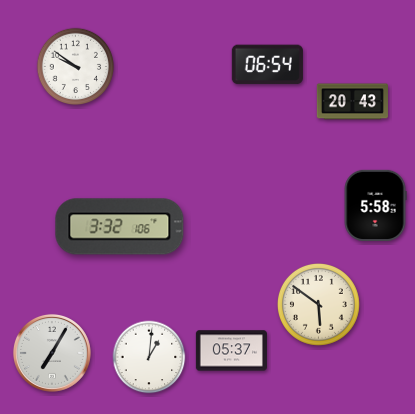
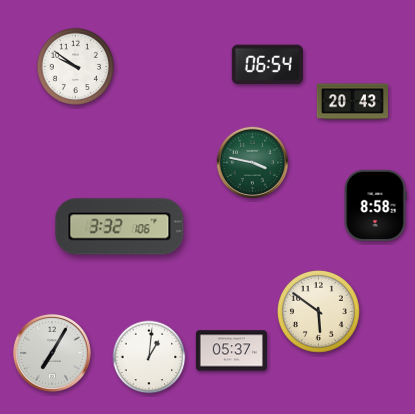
clock at (252, 162): none -> 3:47
clock at (375, 205): 5:58 -> 8:58
clock at (318, 304) position: (318, 304) -> (318, 311)
